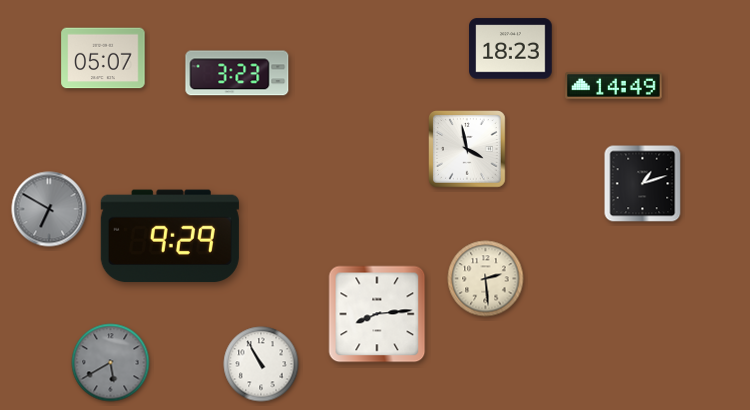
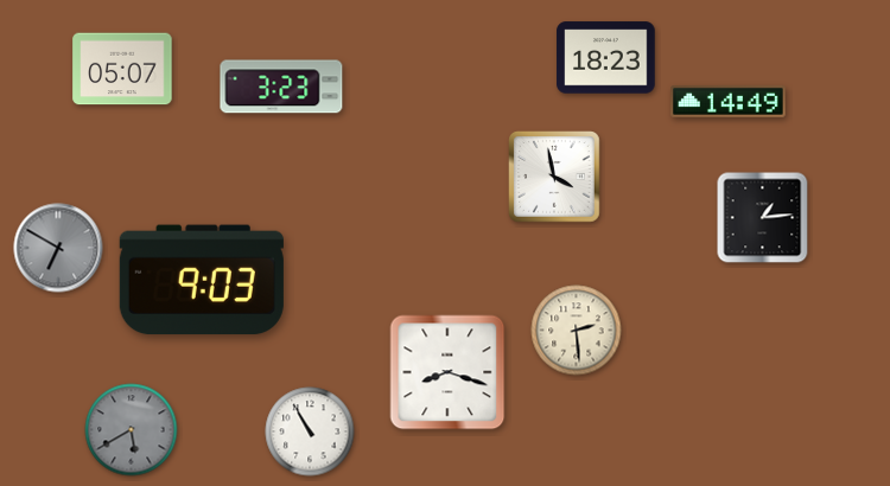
clock at (643, 184): 1:12 -> 1:14
clock at (170, 236): 9:29 -> 9:03
clock at (377, 314): 8:14 -> 8:18
